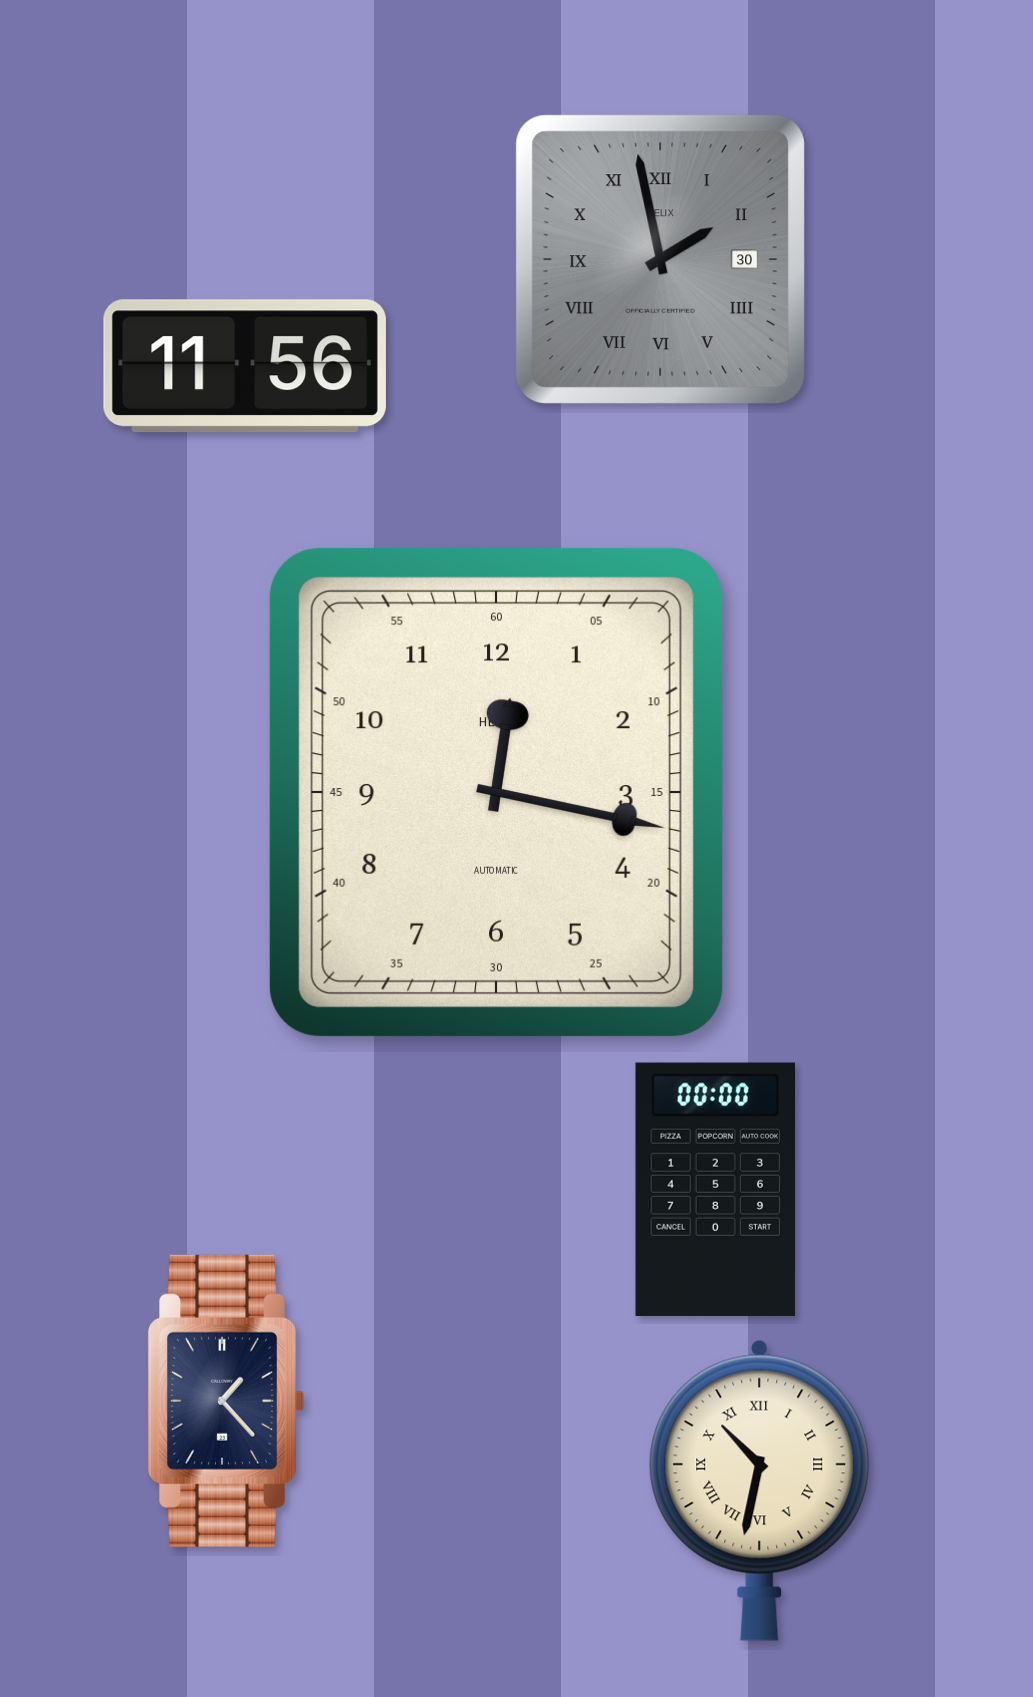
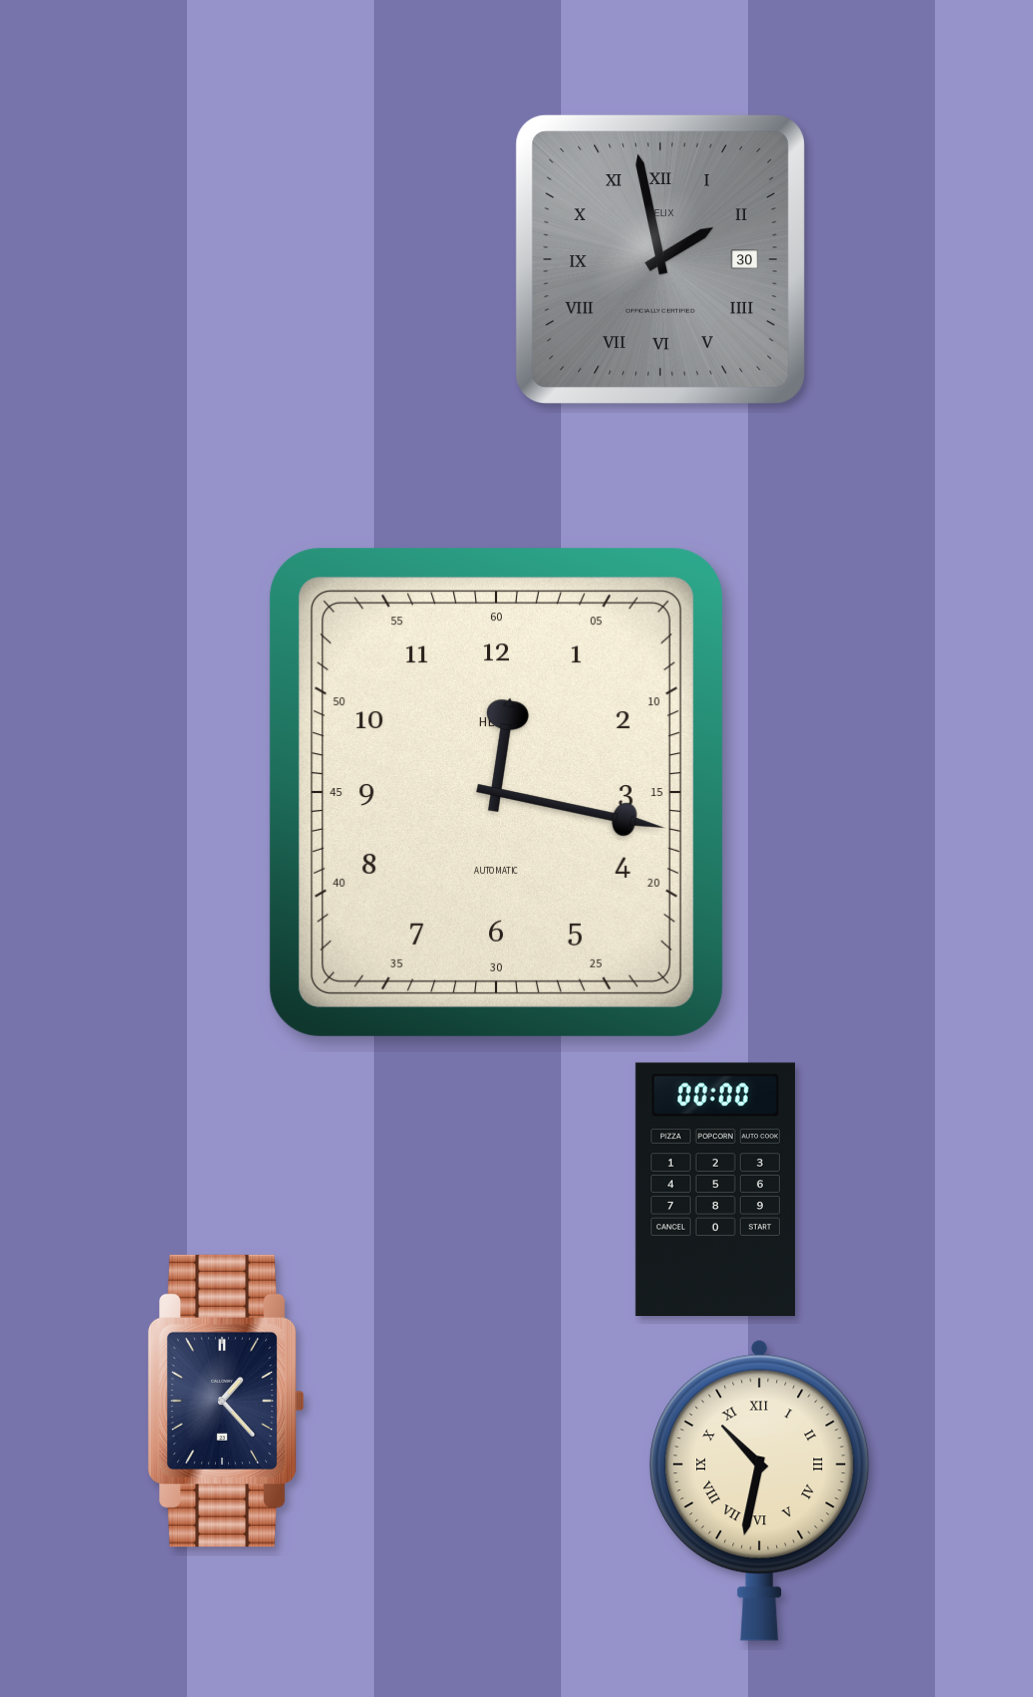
clock at (245, 366): 11:56 -> none
